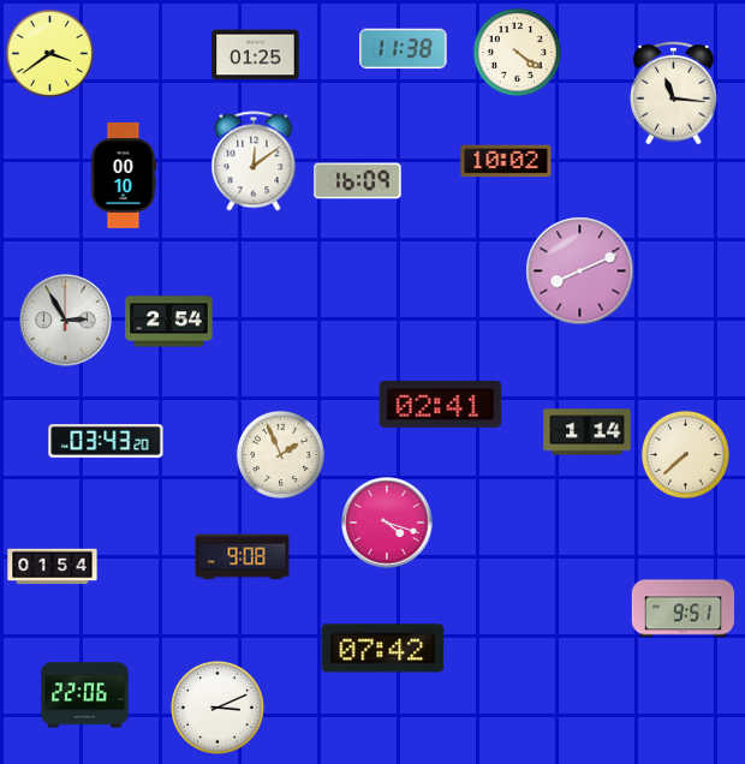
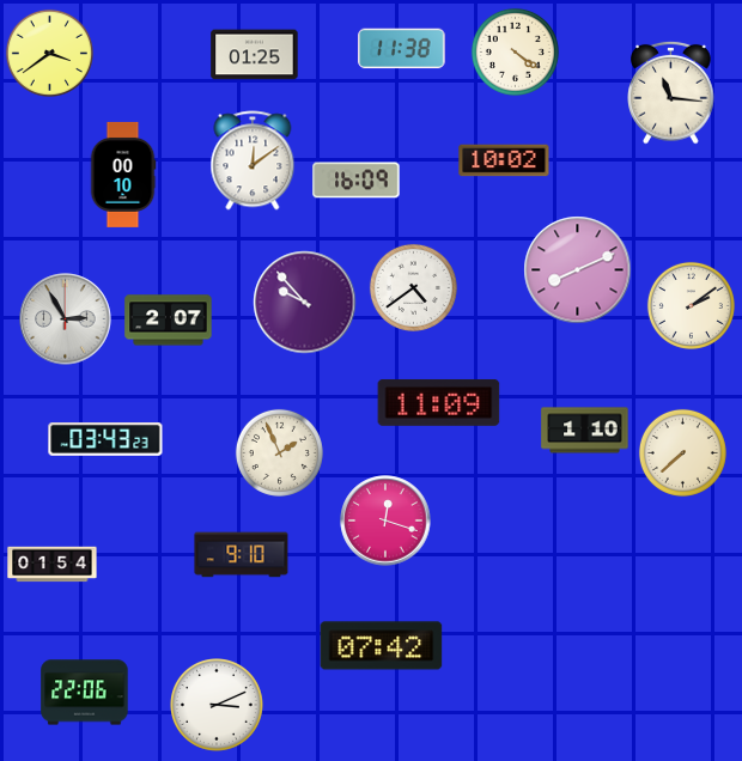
clock at (413, 287): none -> 4:39
clock at (305, 303): none -> 9:53
clock at (691, 305): none -> 2:09
clock at (169, 322): 2:54 -> 2:07
clock at (441, 405): 02:41 -> 11:09
clock at (588, 432): 1:14 -> 1:10
clock at (106, 441): 03:43:20 -> 03:43:23
clock at (387, 523): 4:18 -> 12:18
clock at (243, 557): 9:08 -> 9:10
clock at (684, 609): 9:51 -> none
